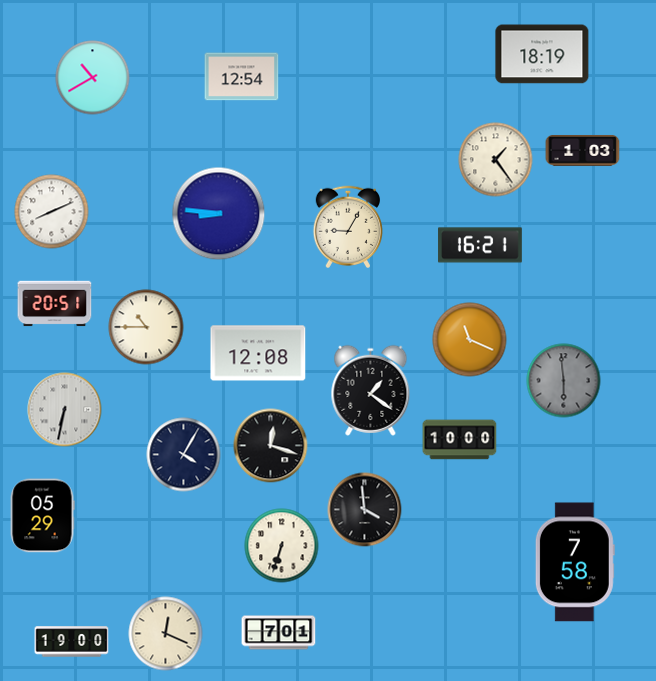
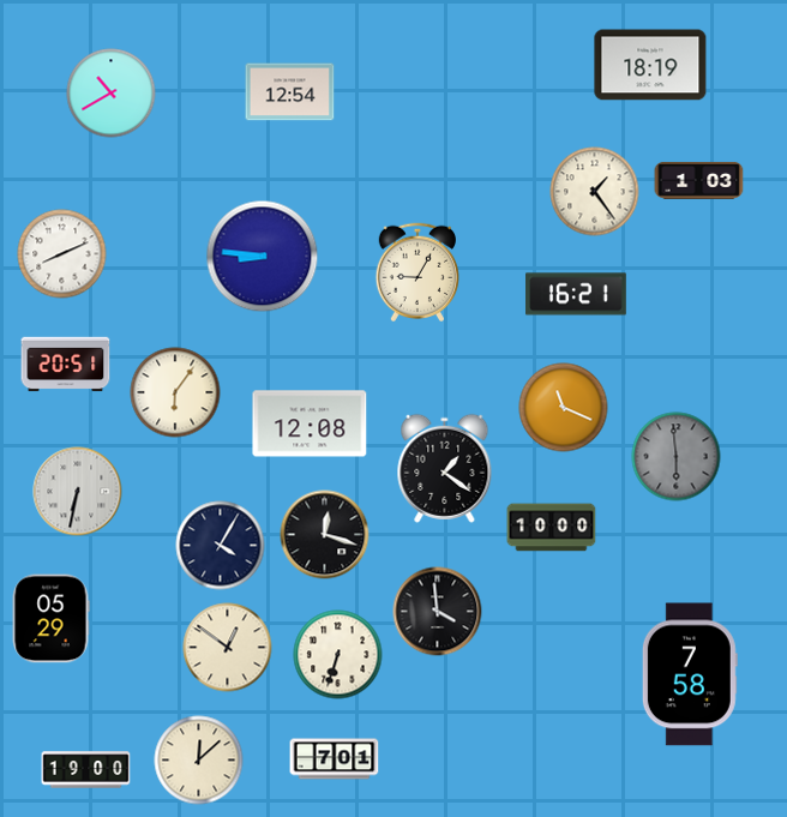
clock at (146, 327): 10:45 -> 6:06
clock at (228, 648): none -> 12:51
clock at (166, 634): 12:19 -> 12:08
